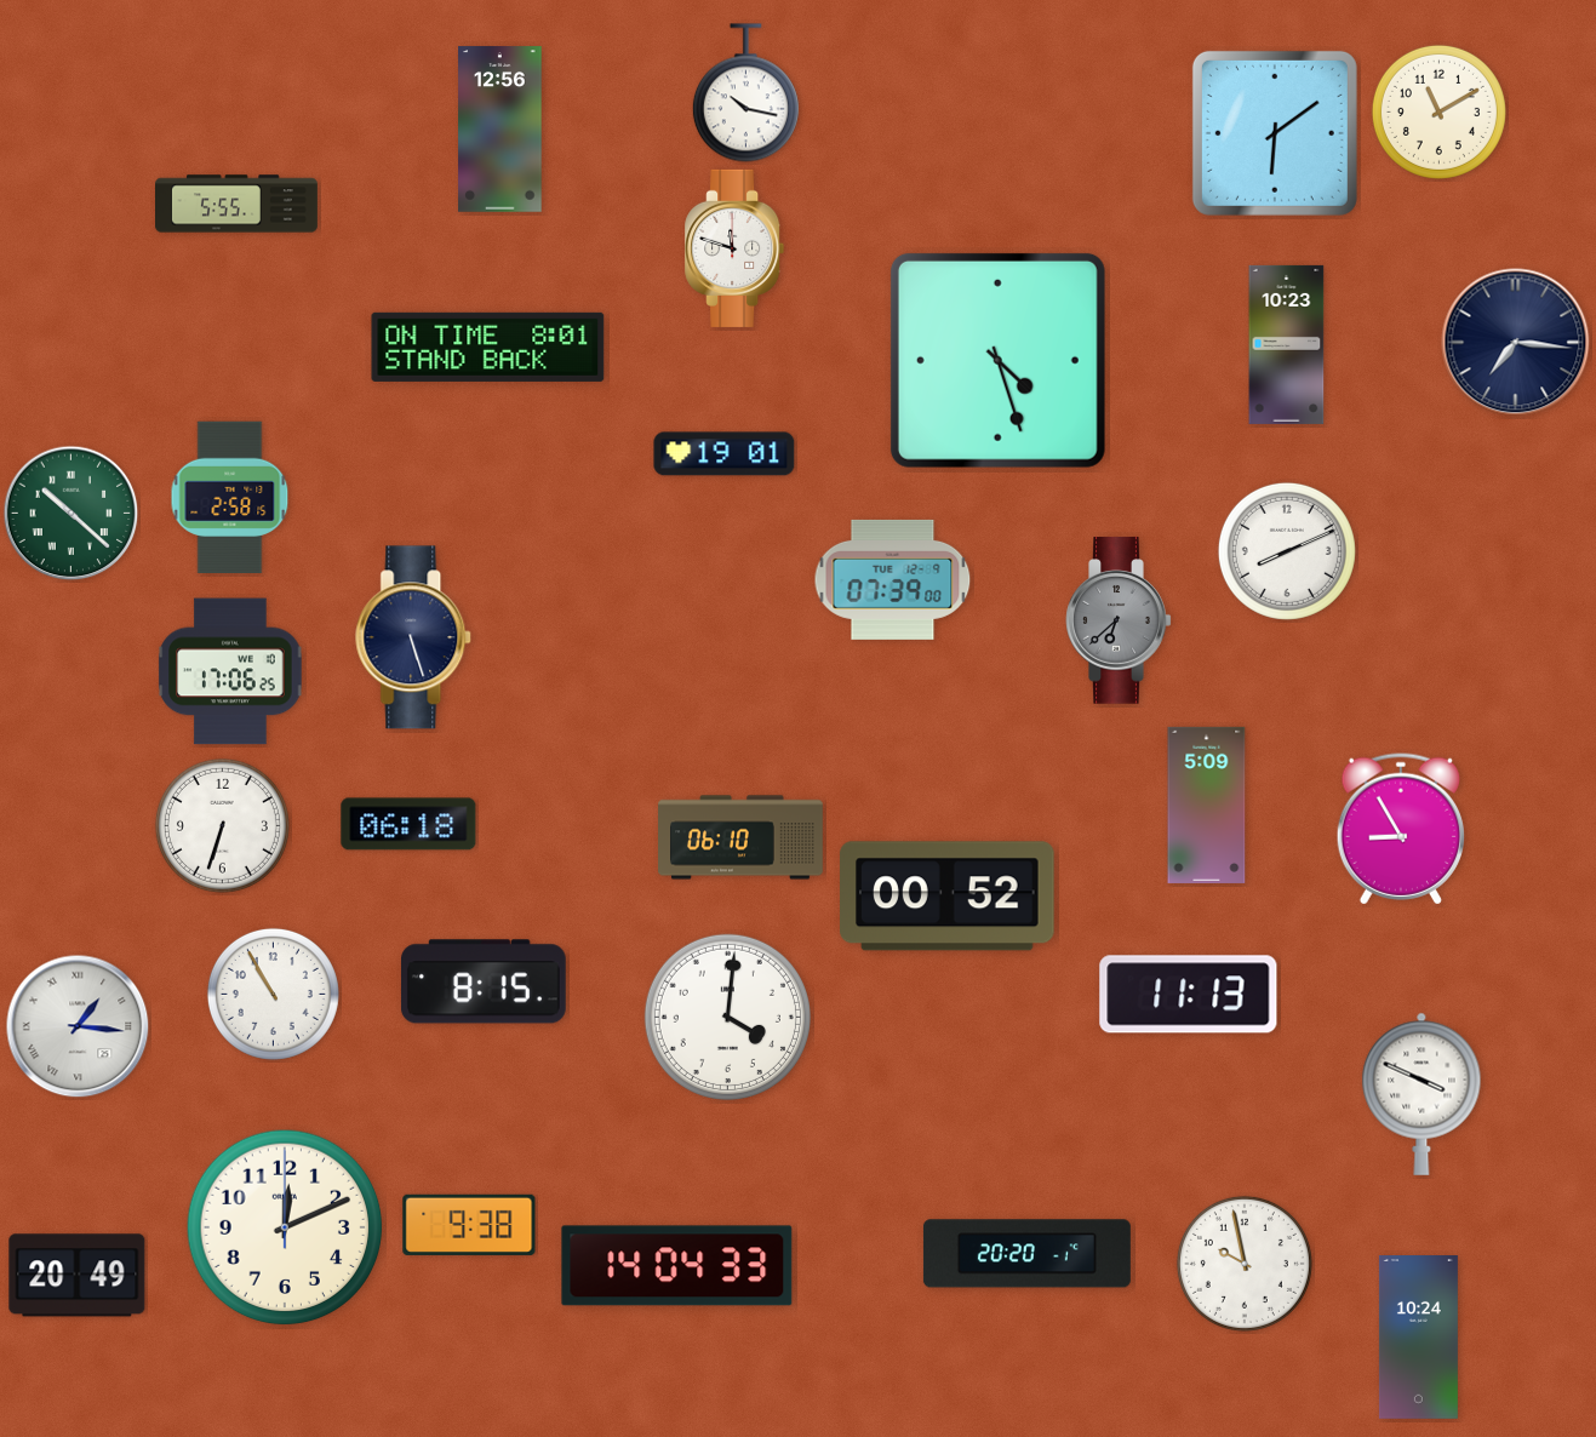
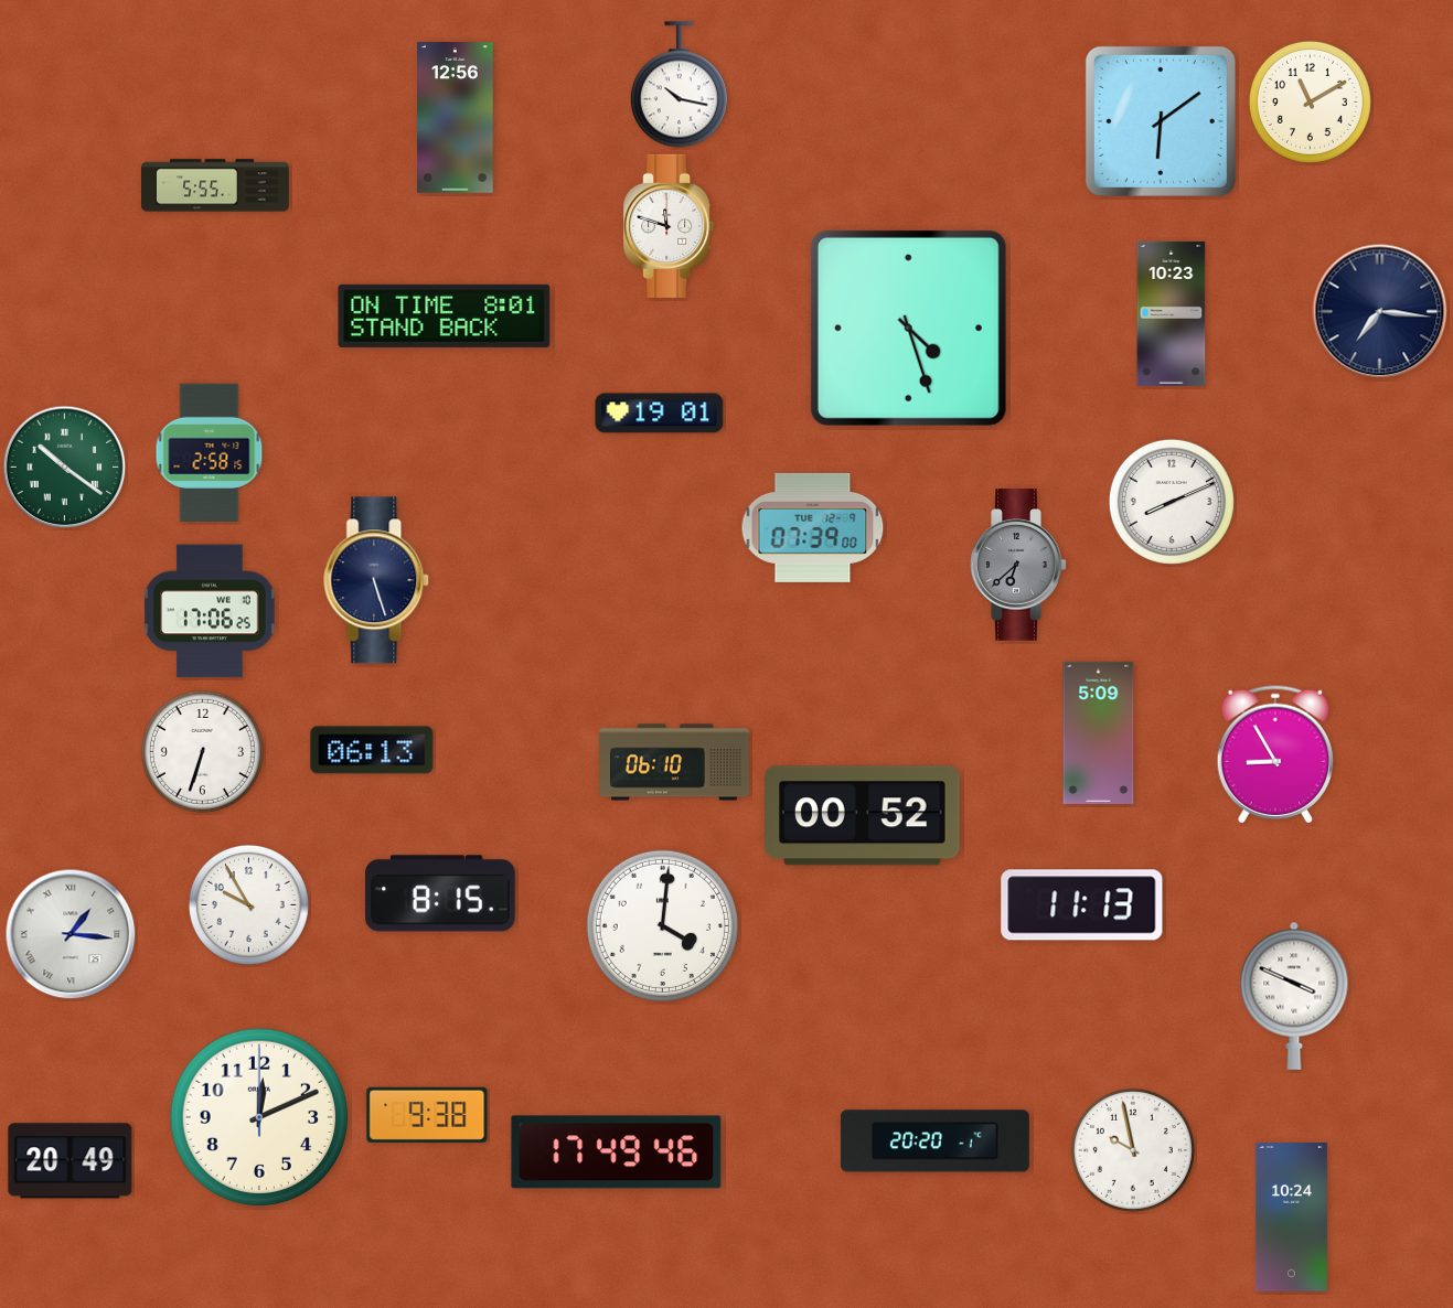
clock at (71, 514): 10:22 -> 10:21
clock at (408, 824): 06:18 -> 06:13
clock at (273, 994): 10:55 -> 9:55
clock at (677, 1266): 14:04 -> 17:49
